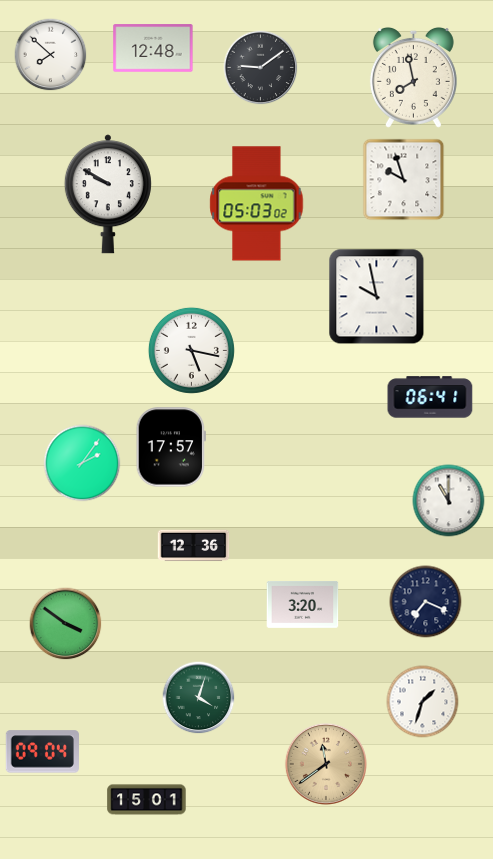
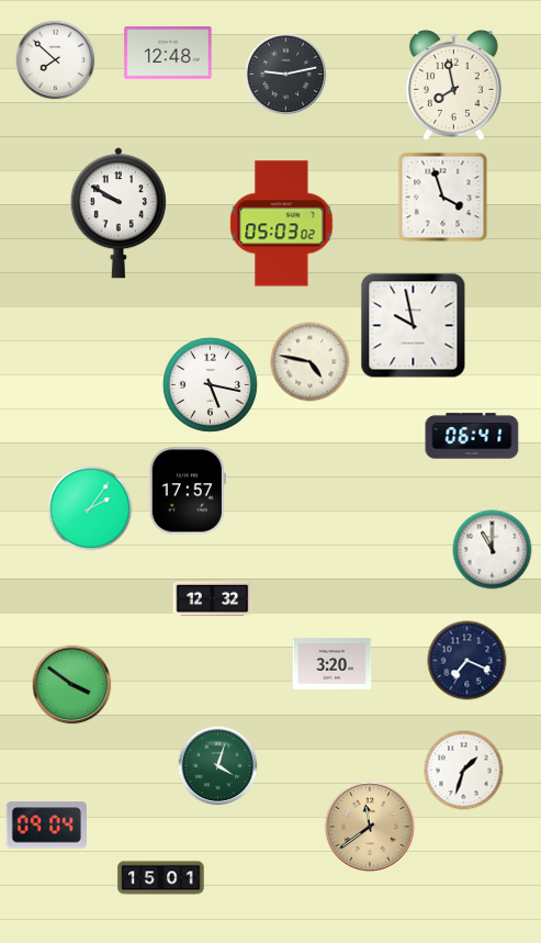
clock at (261, 68): 9:09 -> 9:13
clock at (404, 180): 9:57 -> 3:57
clock at (311, 362): none -> 4:47
clock at (194, 546): 12:36 -> 12:32
clock at (326, 764) position: (326, 764) -> (370, 827)
